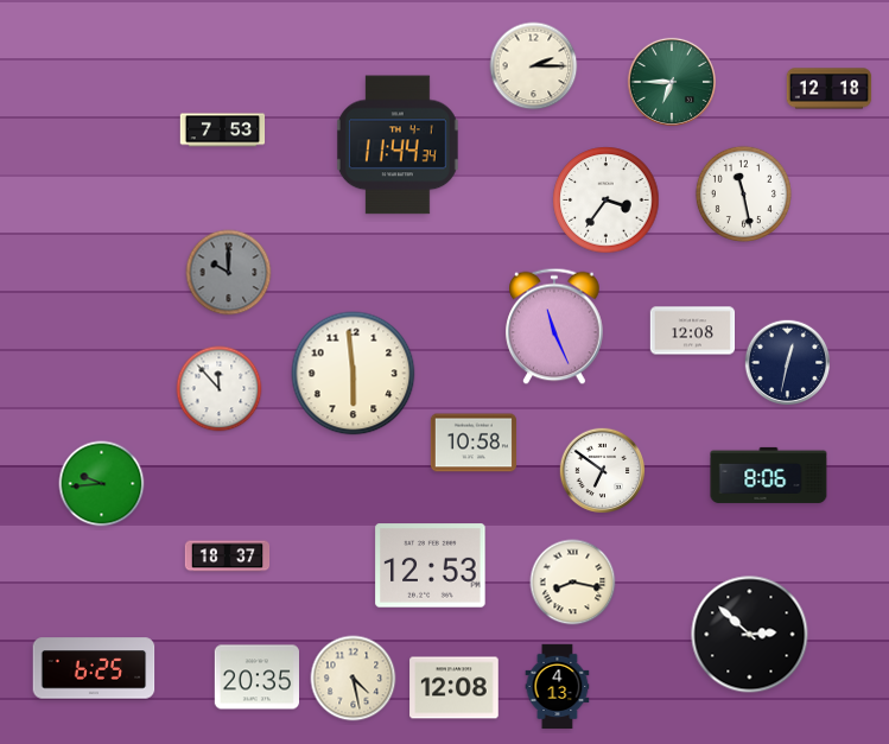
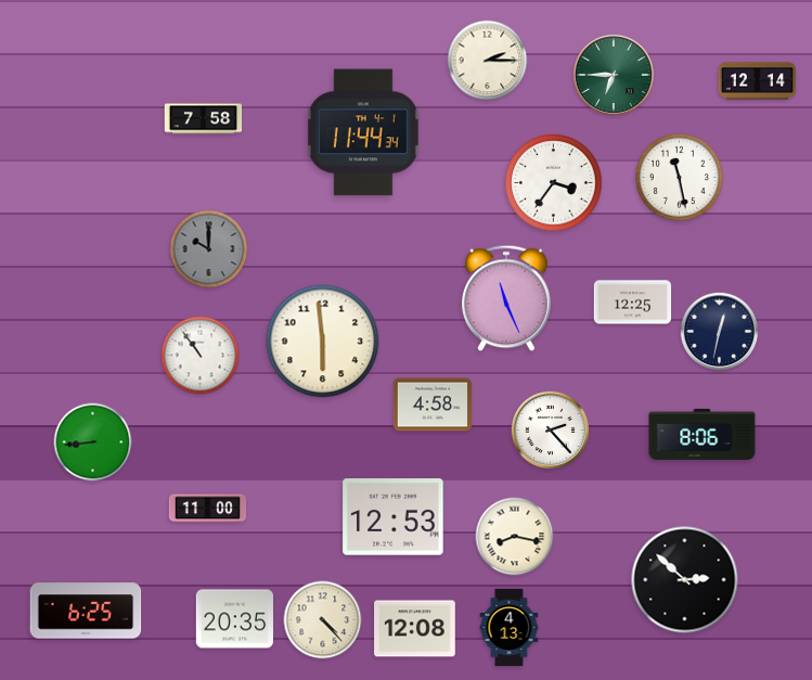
clock at (830, 89): 12:18 -> 12:14
clock at (223, 131): 7:53 -> 7:58
clock at (693, 331): 12:08 -> 12:25
clock at (220, 389): 11:53 -> 10:54
clock at (474, 443): 10:58 -> 4:58
clock at (603, 471): 6:51 -> 2:23
clock at (102, 484): 9:44 -> 8:44
clock at (228, 557): 18:37 -> 11:00
clock at (573, 583) position: (573, 583) -> (515, 537)
clock at (354, 679): 4:28 -> 4:23
